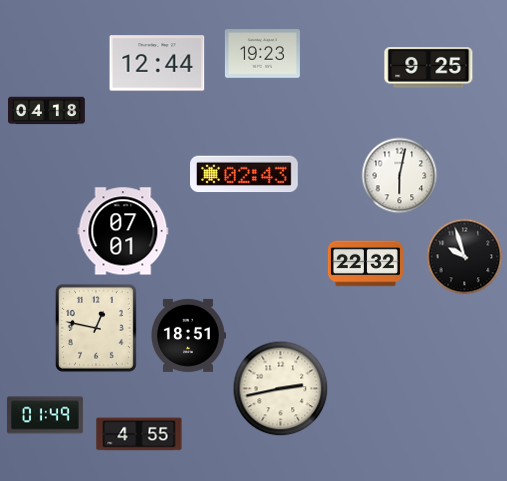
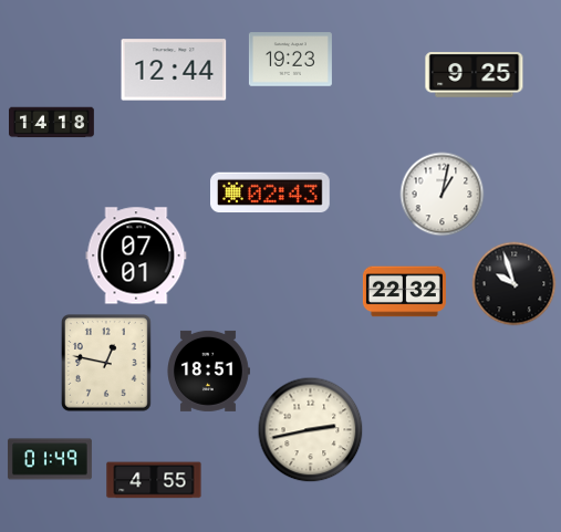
clock at (47, 111): 04:18 -> 14:18
clock at (400, 176): 6:02 -> 1:02
